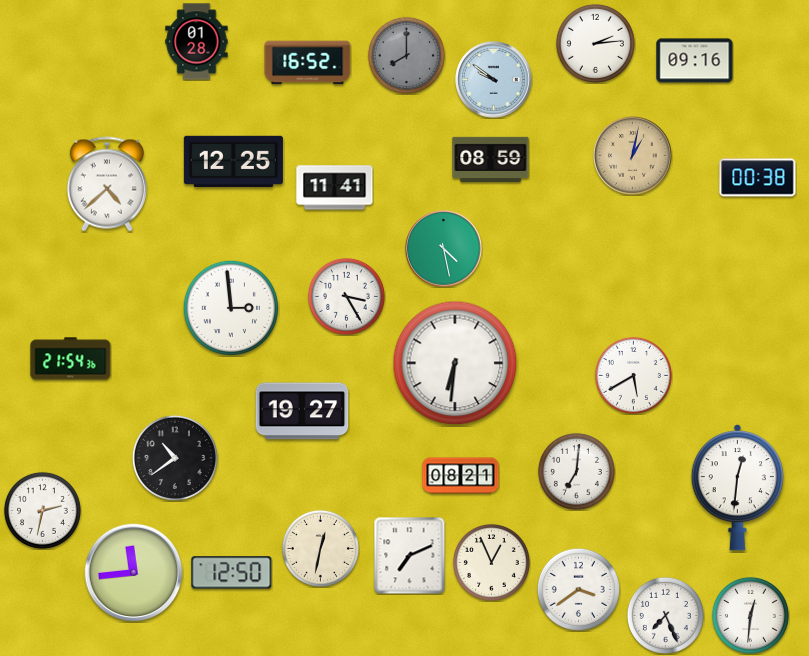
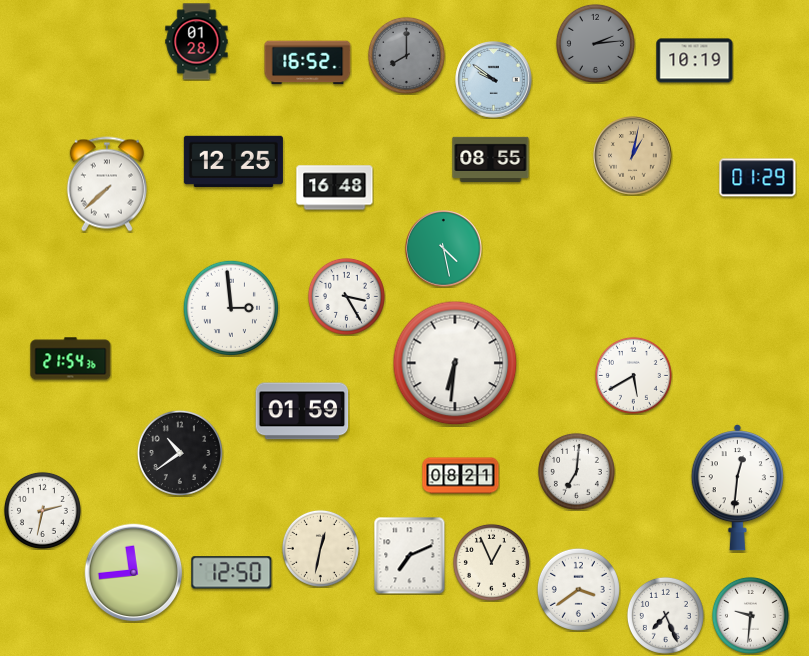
clock at (595, 43) dial: white -> grey
clock at (695, 61): 09:16 -> 10:19
clock at (491, 159): 08:59 -> 08:55
clock at (758, 178): 00:38 -> 01:29
clock at (107, 184): 4:38 -> 7:38
clock at (335, 188): 11:41 -> 16:48
clock at (302, 411): 19:27 -> 01:59
clock at (175, 458) position: (175, 458) -> (180, 453)
clock at (750, 615): 12:31 -> 9:31
